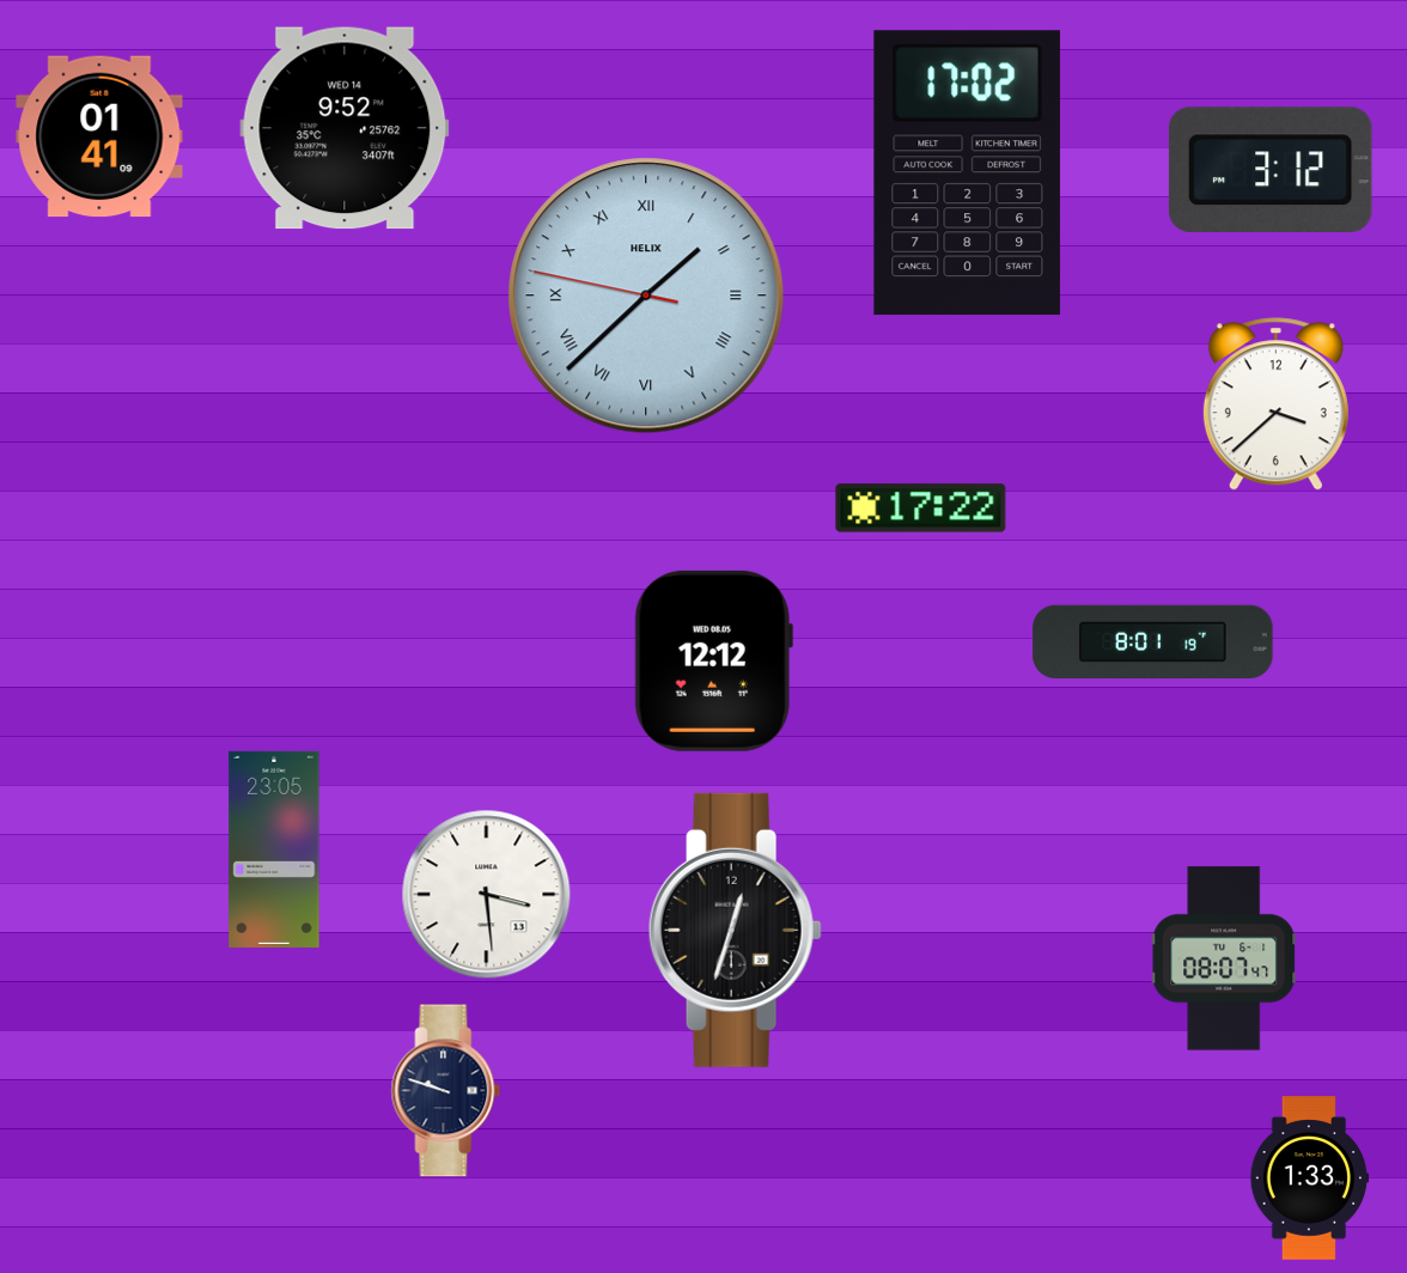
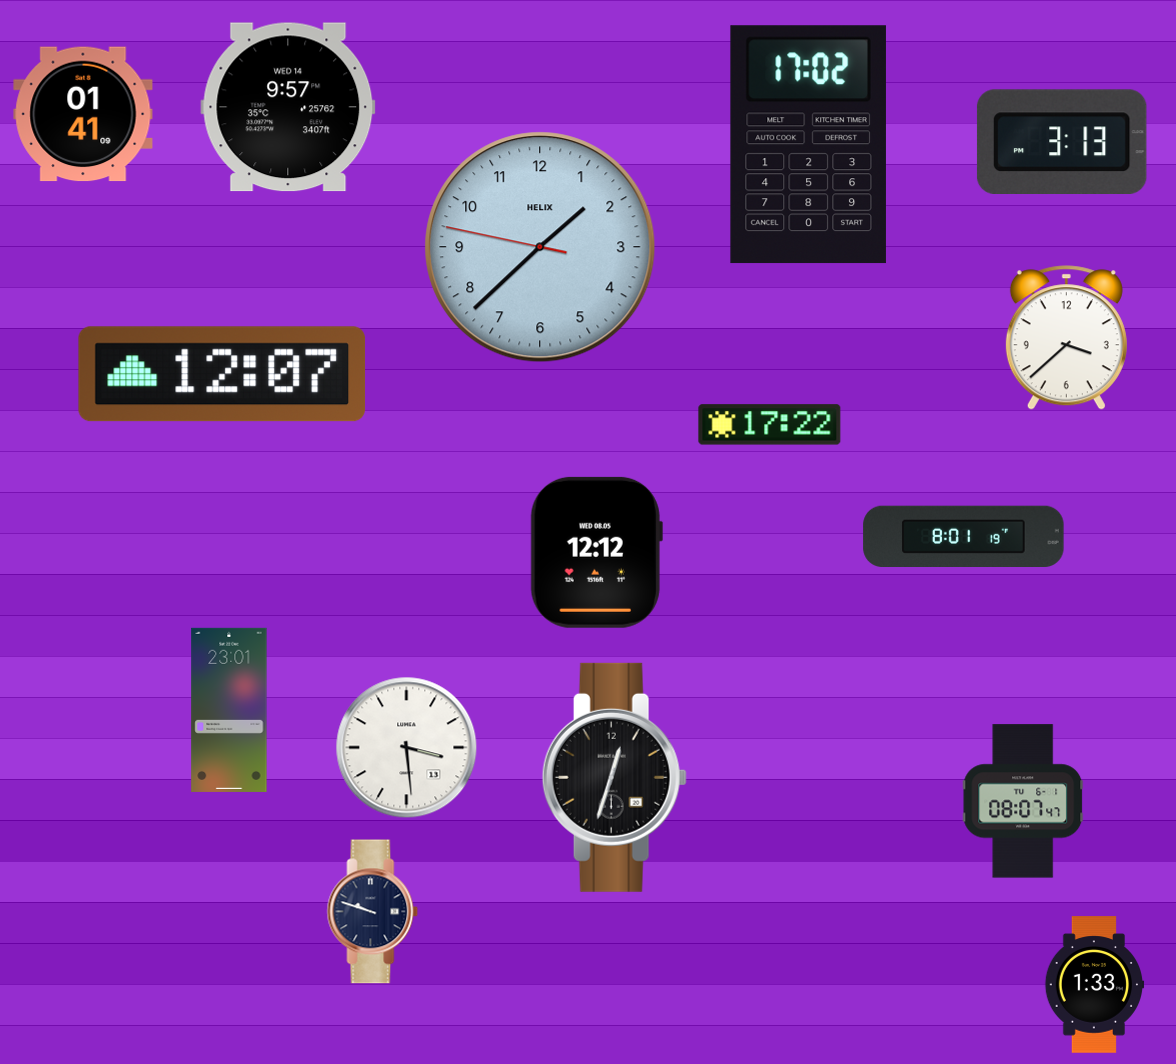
clock at (345, 128): 9:52 -> 9:57
clock at (1271, 169): 3:12 -> 3:13
clock at (646, 296) numerals: Roman -> Arabic
clock at (222, 374): none -> 12:07
clock at (274, 849): 23:05 -> 23:01
